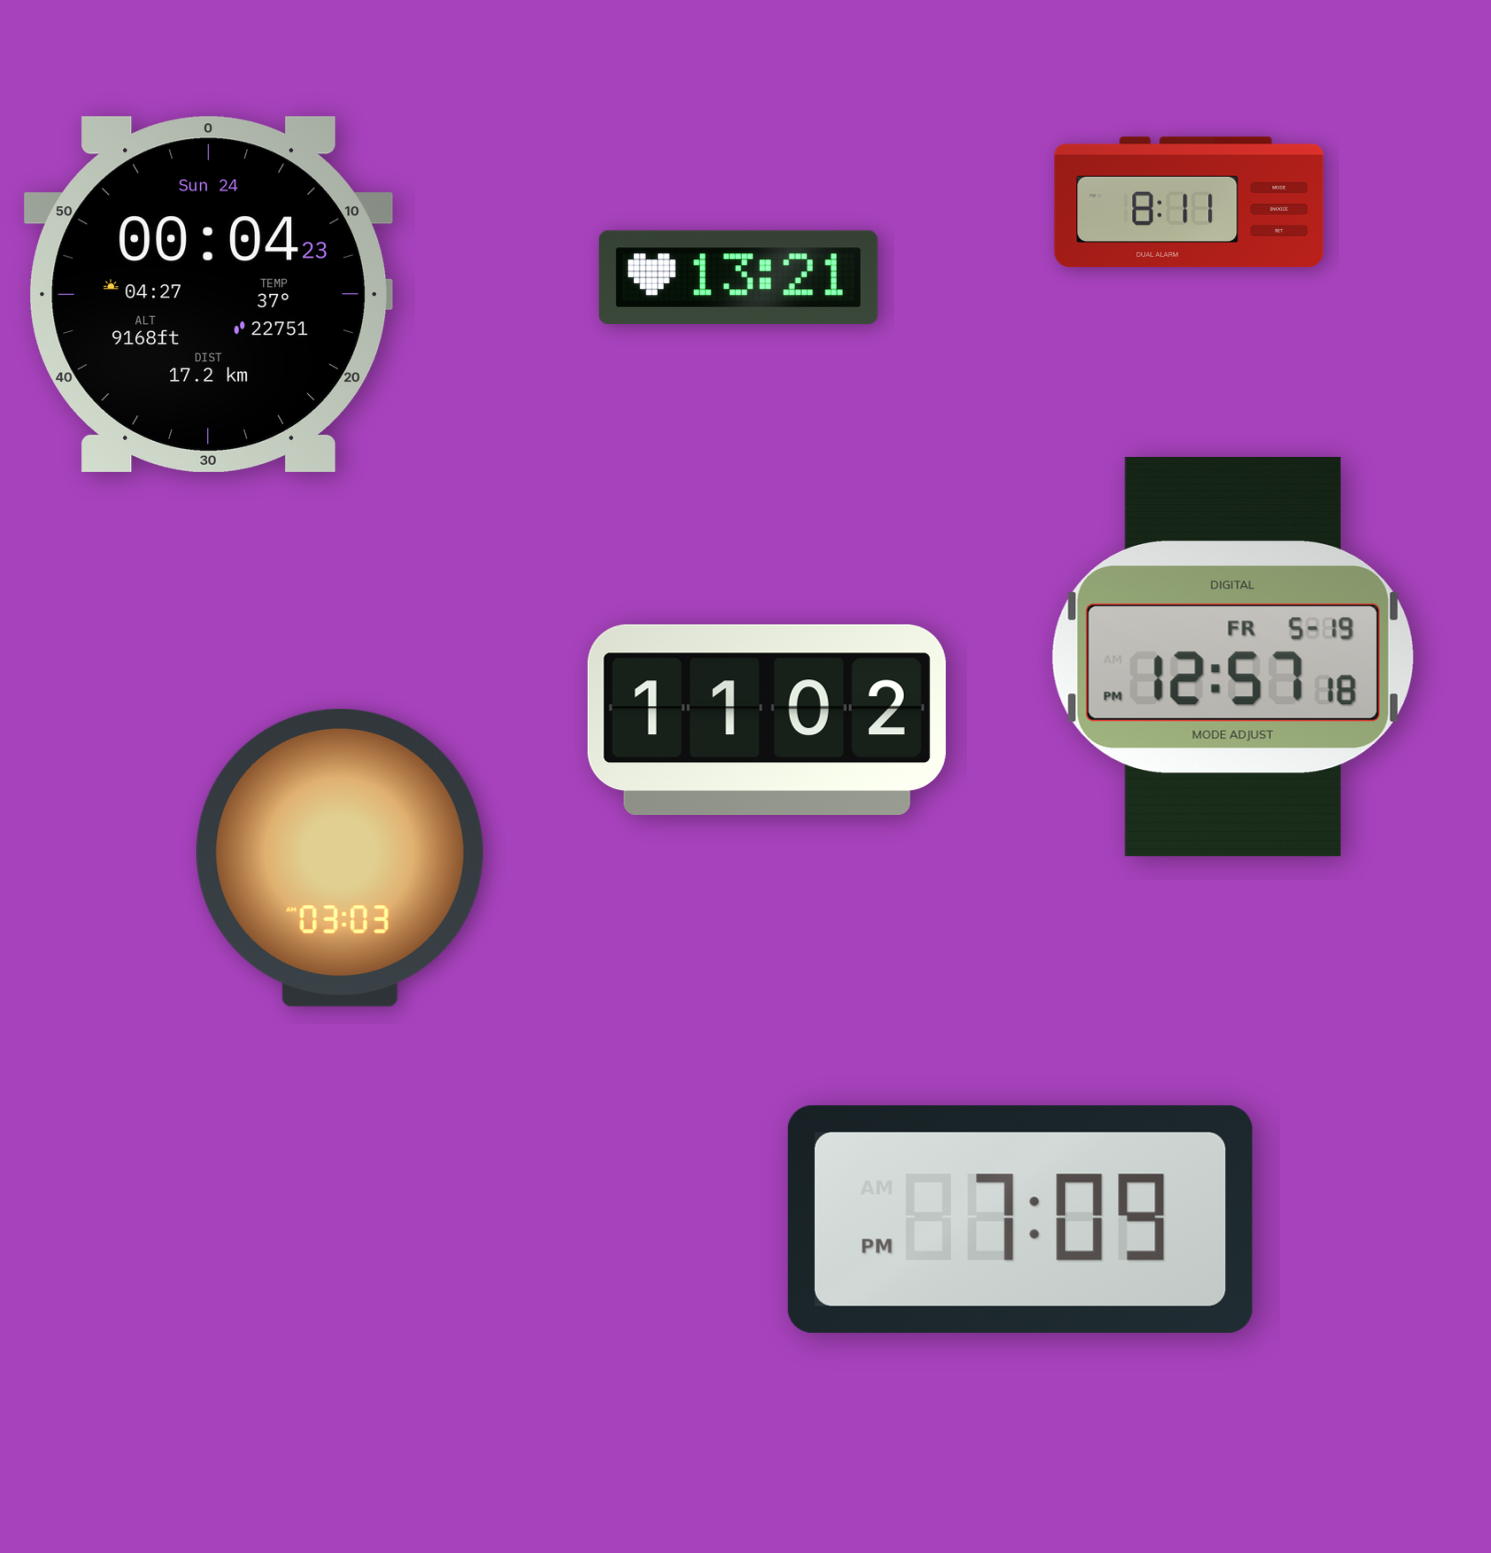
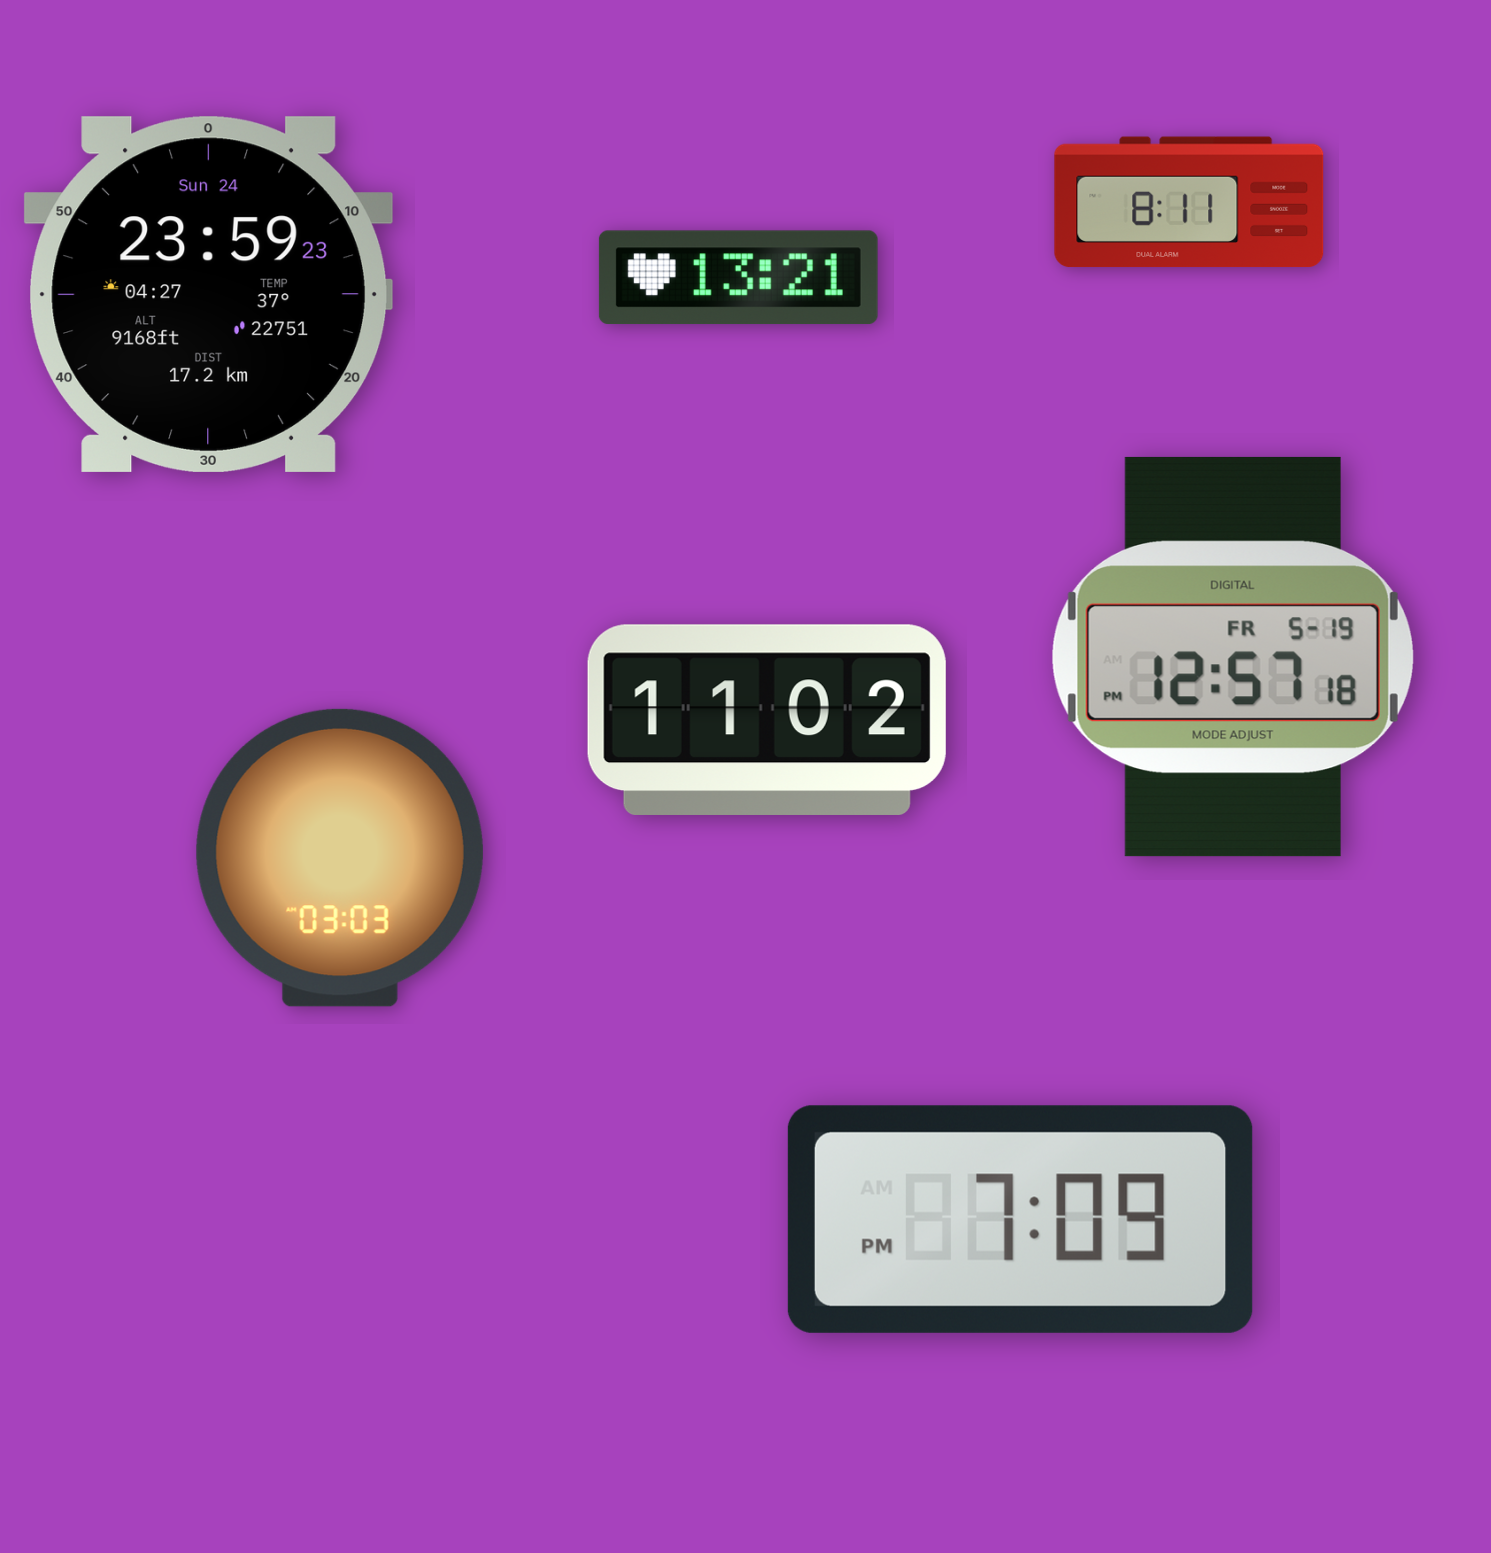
clock at (208, 294): 00:04 -> 23:59
